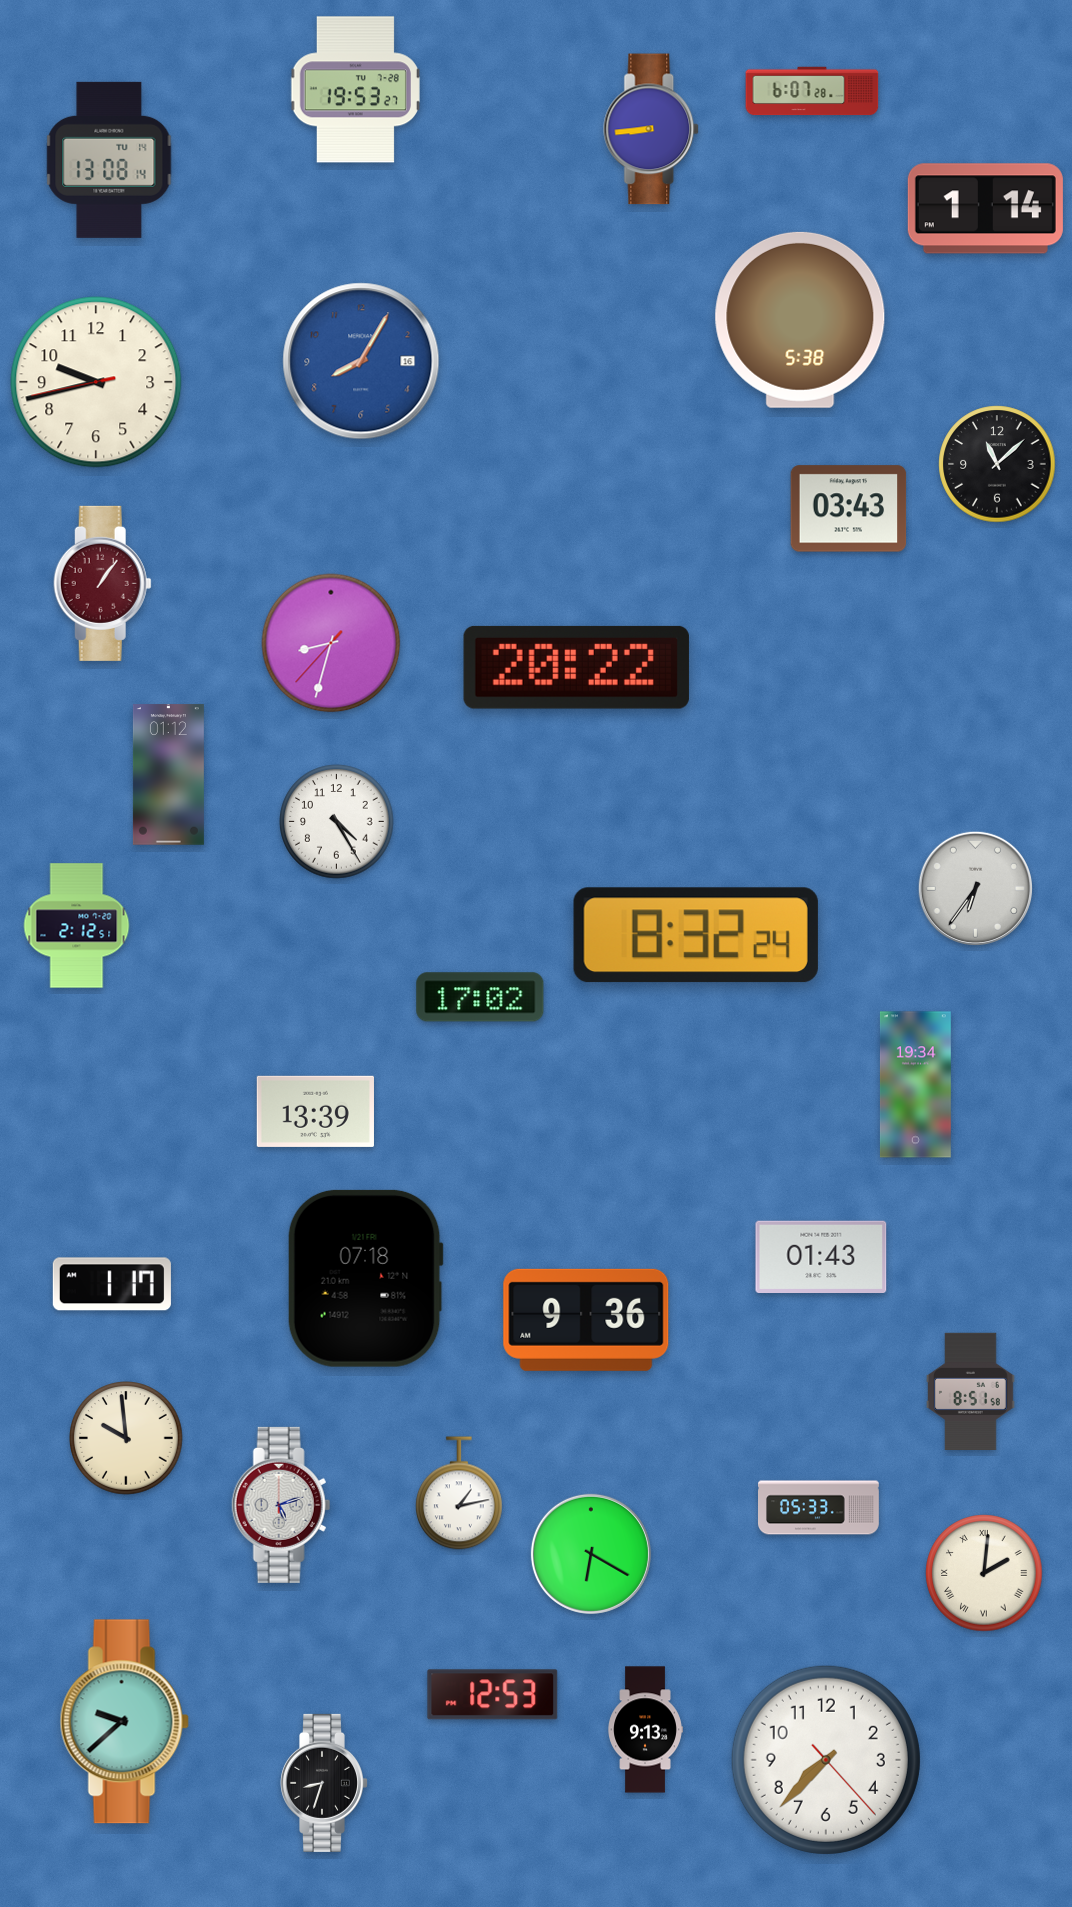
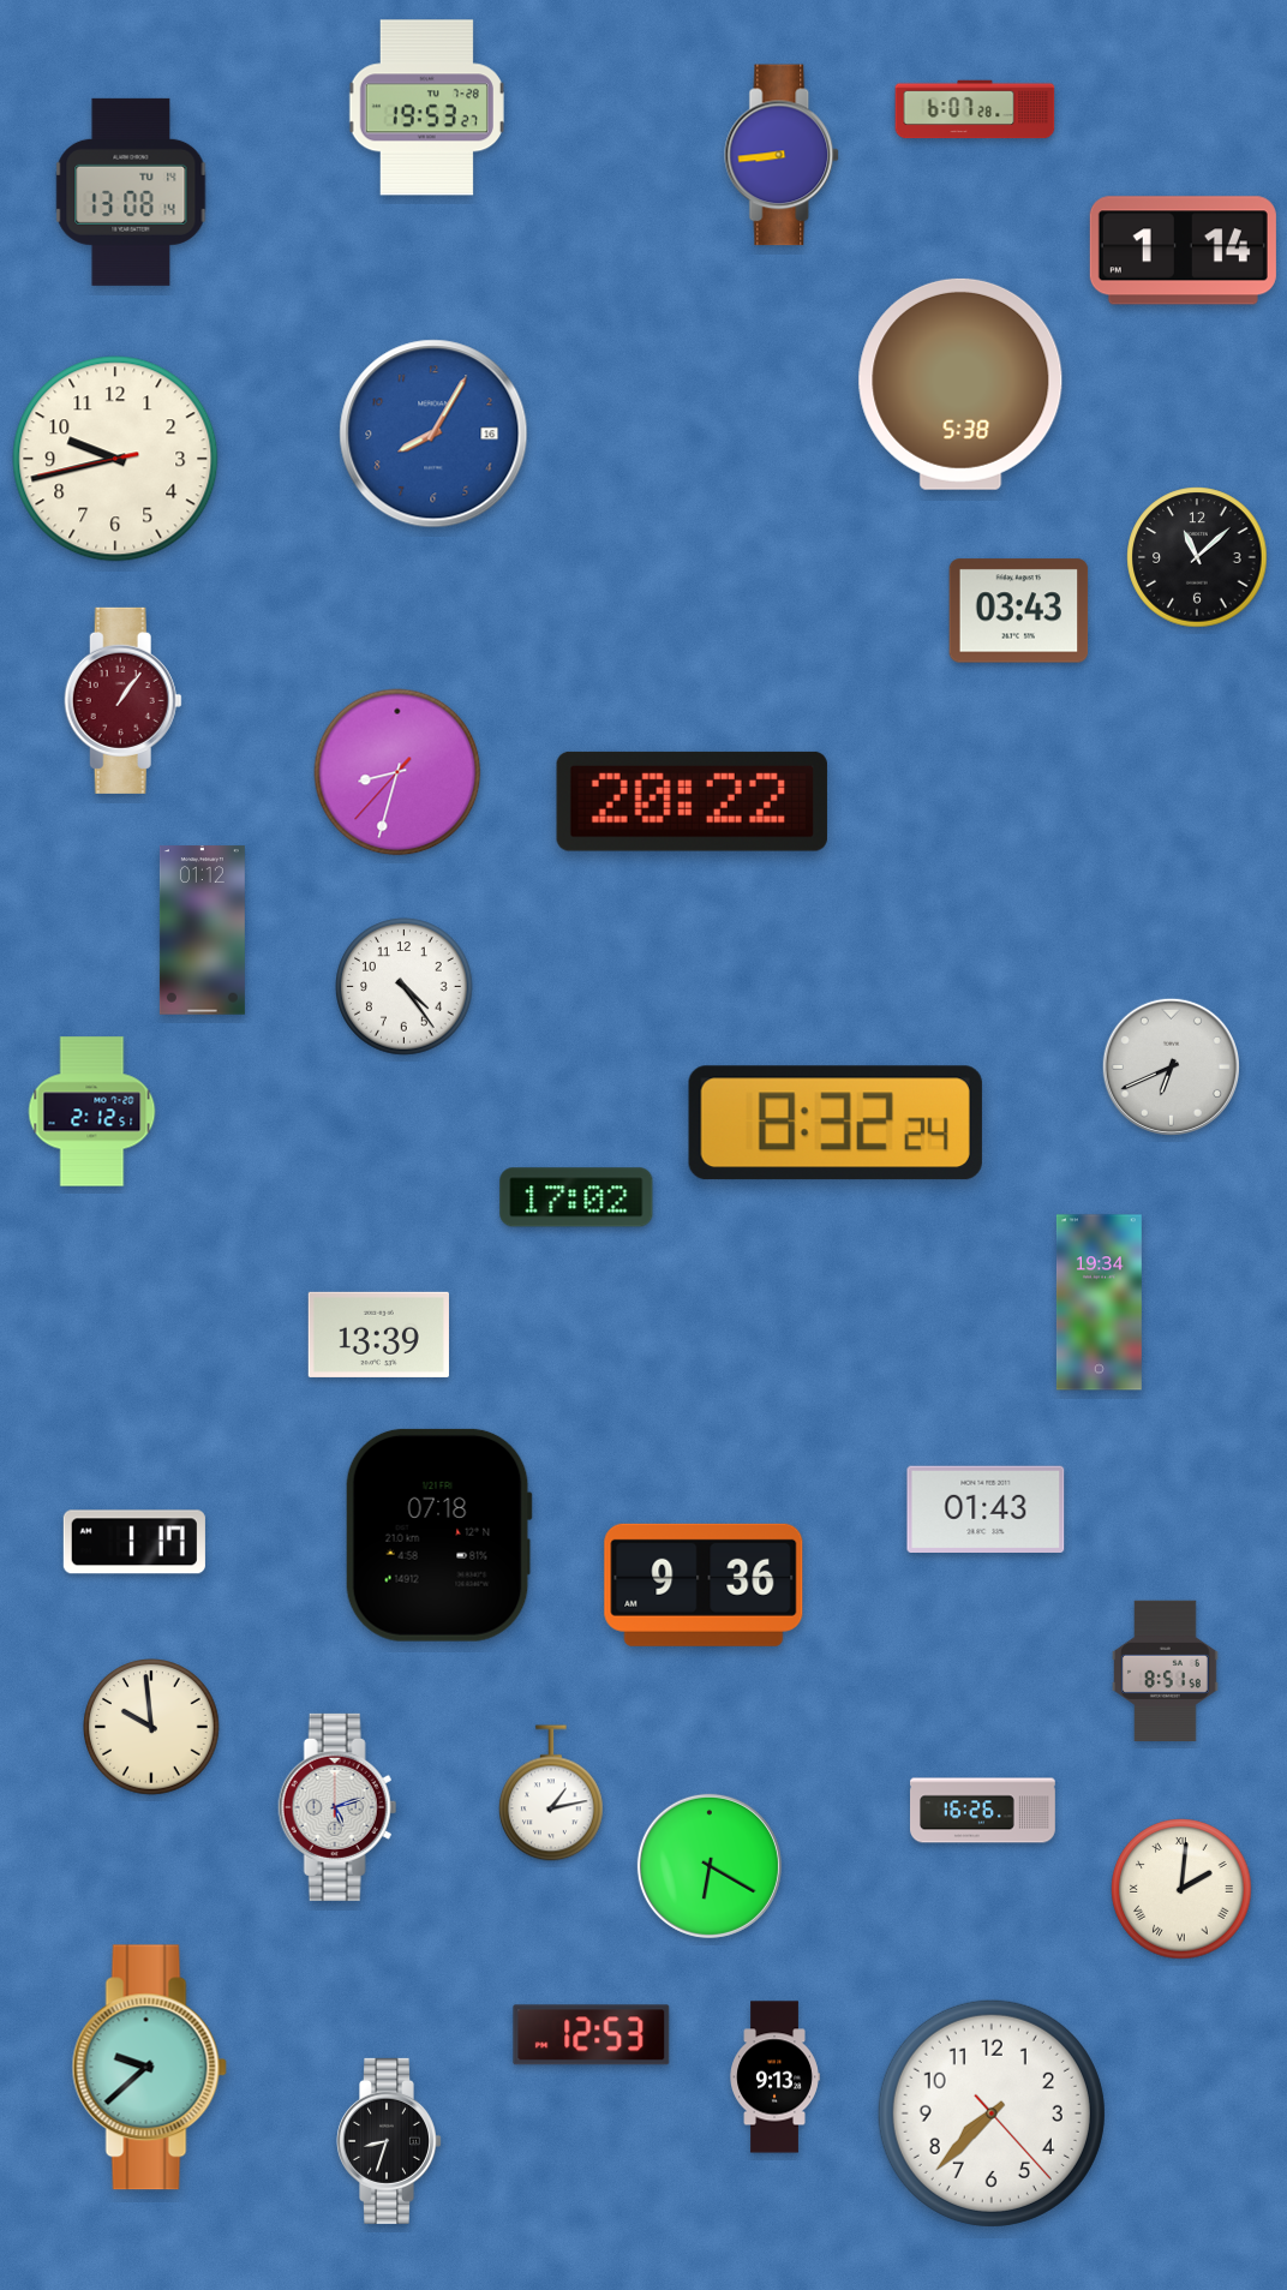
clock at (337, 822): 4:25 -> 4:24
clock at (975, 888): 6:36 -> 6:41
clock at (819, 1508): 05:33 -> 16:26
